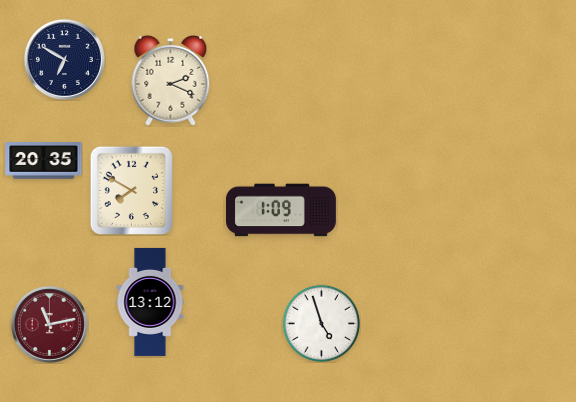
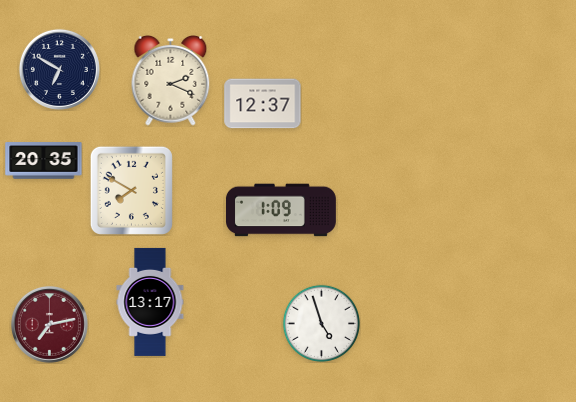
clock at (64, 59) position: (64, 59) -> (59, 69)
clock at (263, 104): none -> 12:37
clock at (150, 302): 13:12 -> 13:17
clock at (49, 324): 11:13 -> 7:13
